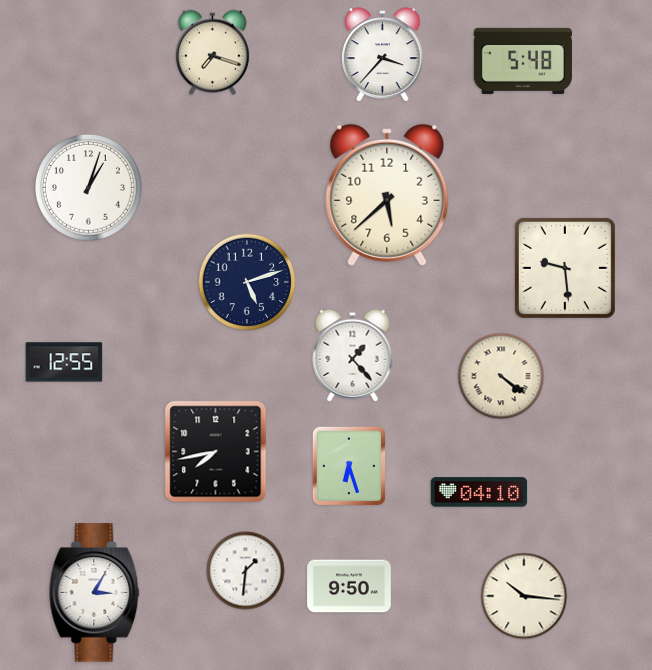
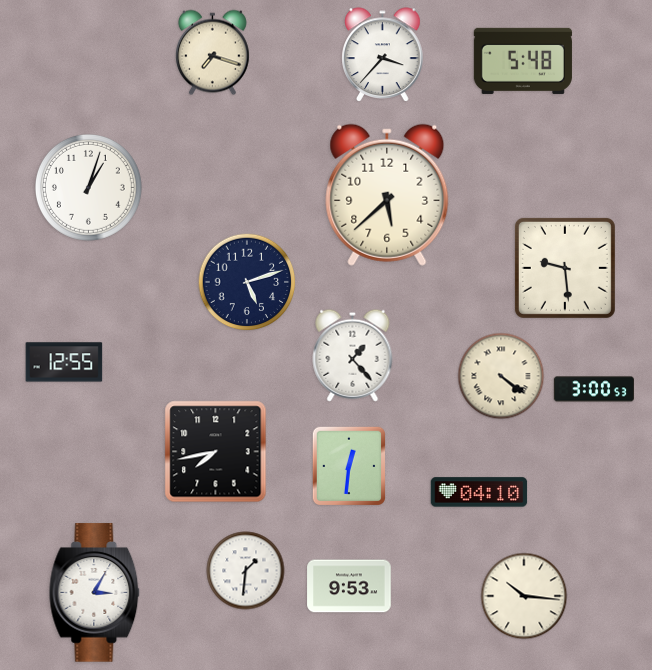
clock at (594, 389): none -> 3:00
clock at (348, 466): 6:27 -> 12:31
clock at (349, 586): 9:50 -> 9:53
